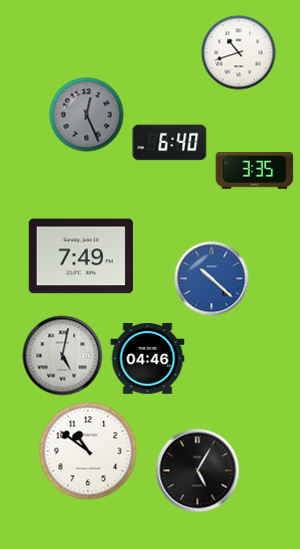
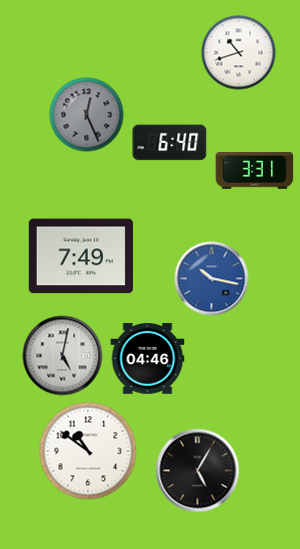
clock at (255, 171): 3:35 -> 3:31
clock at (212, 279): 10:22 -> 10:17
